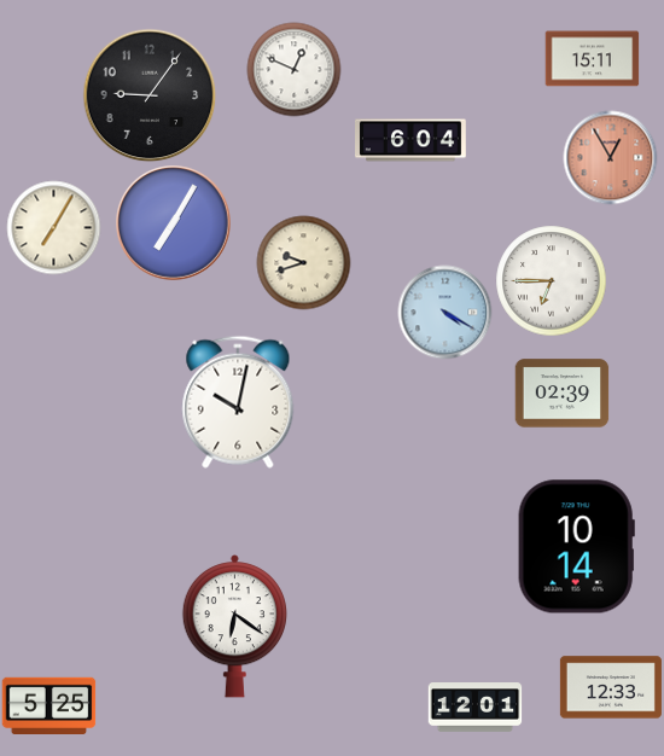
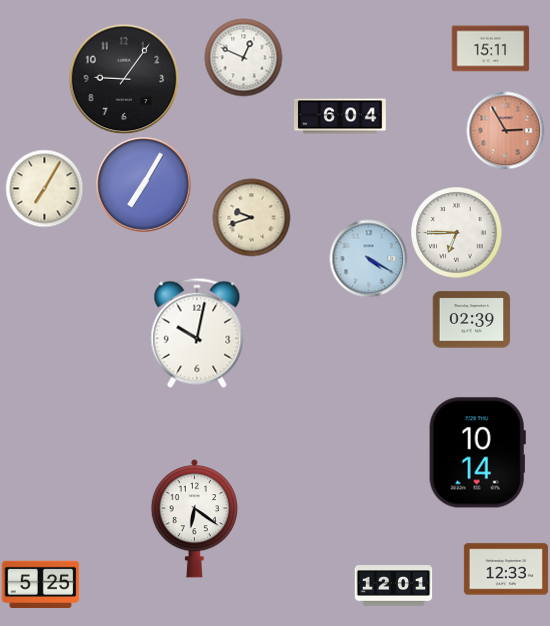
clock at (610, 157): 12:55 -> 2:55
clock at (561, 394) position: (561, 394) -> (471, 320)
